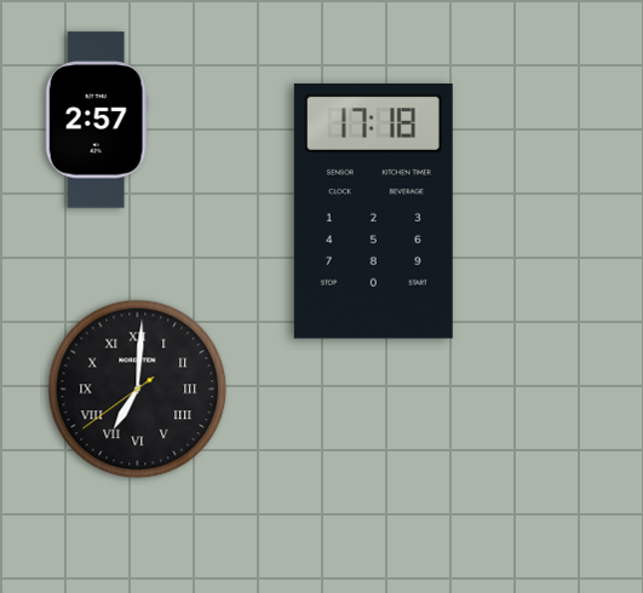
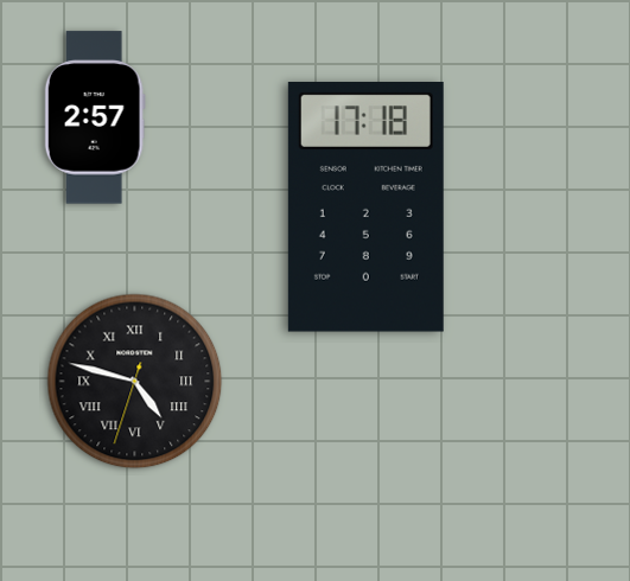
clock at (138, 390): 7:00 -> 4:47
